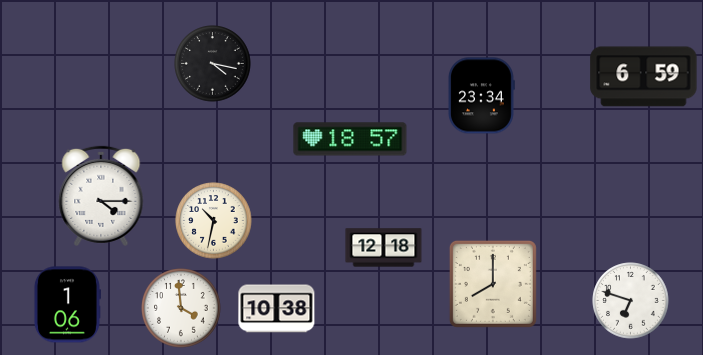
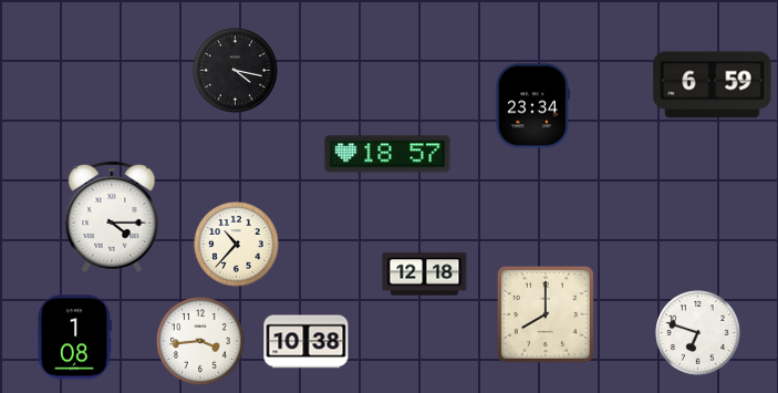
clock at (214, 221): 10:32 -> 10:37
clock at (67, 305): 1:06 -> 1:08
clock at (181, 308): 3:59 -> 3:44
